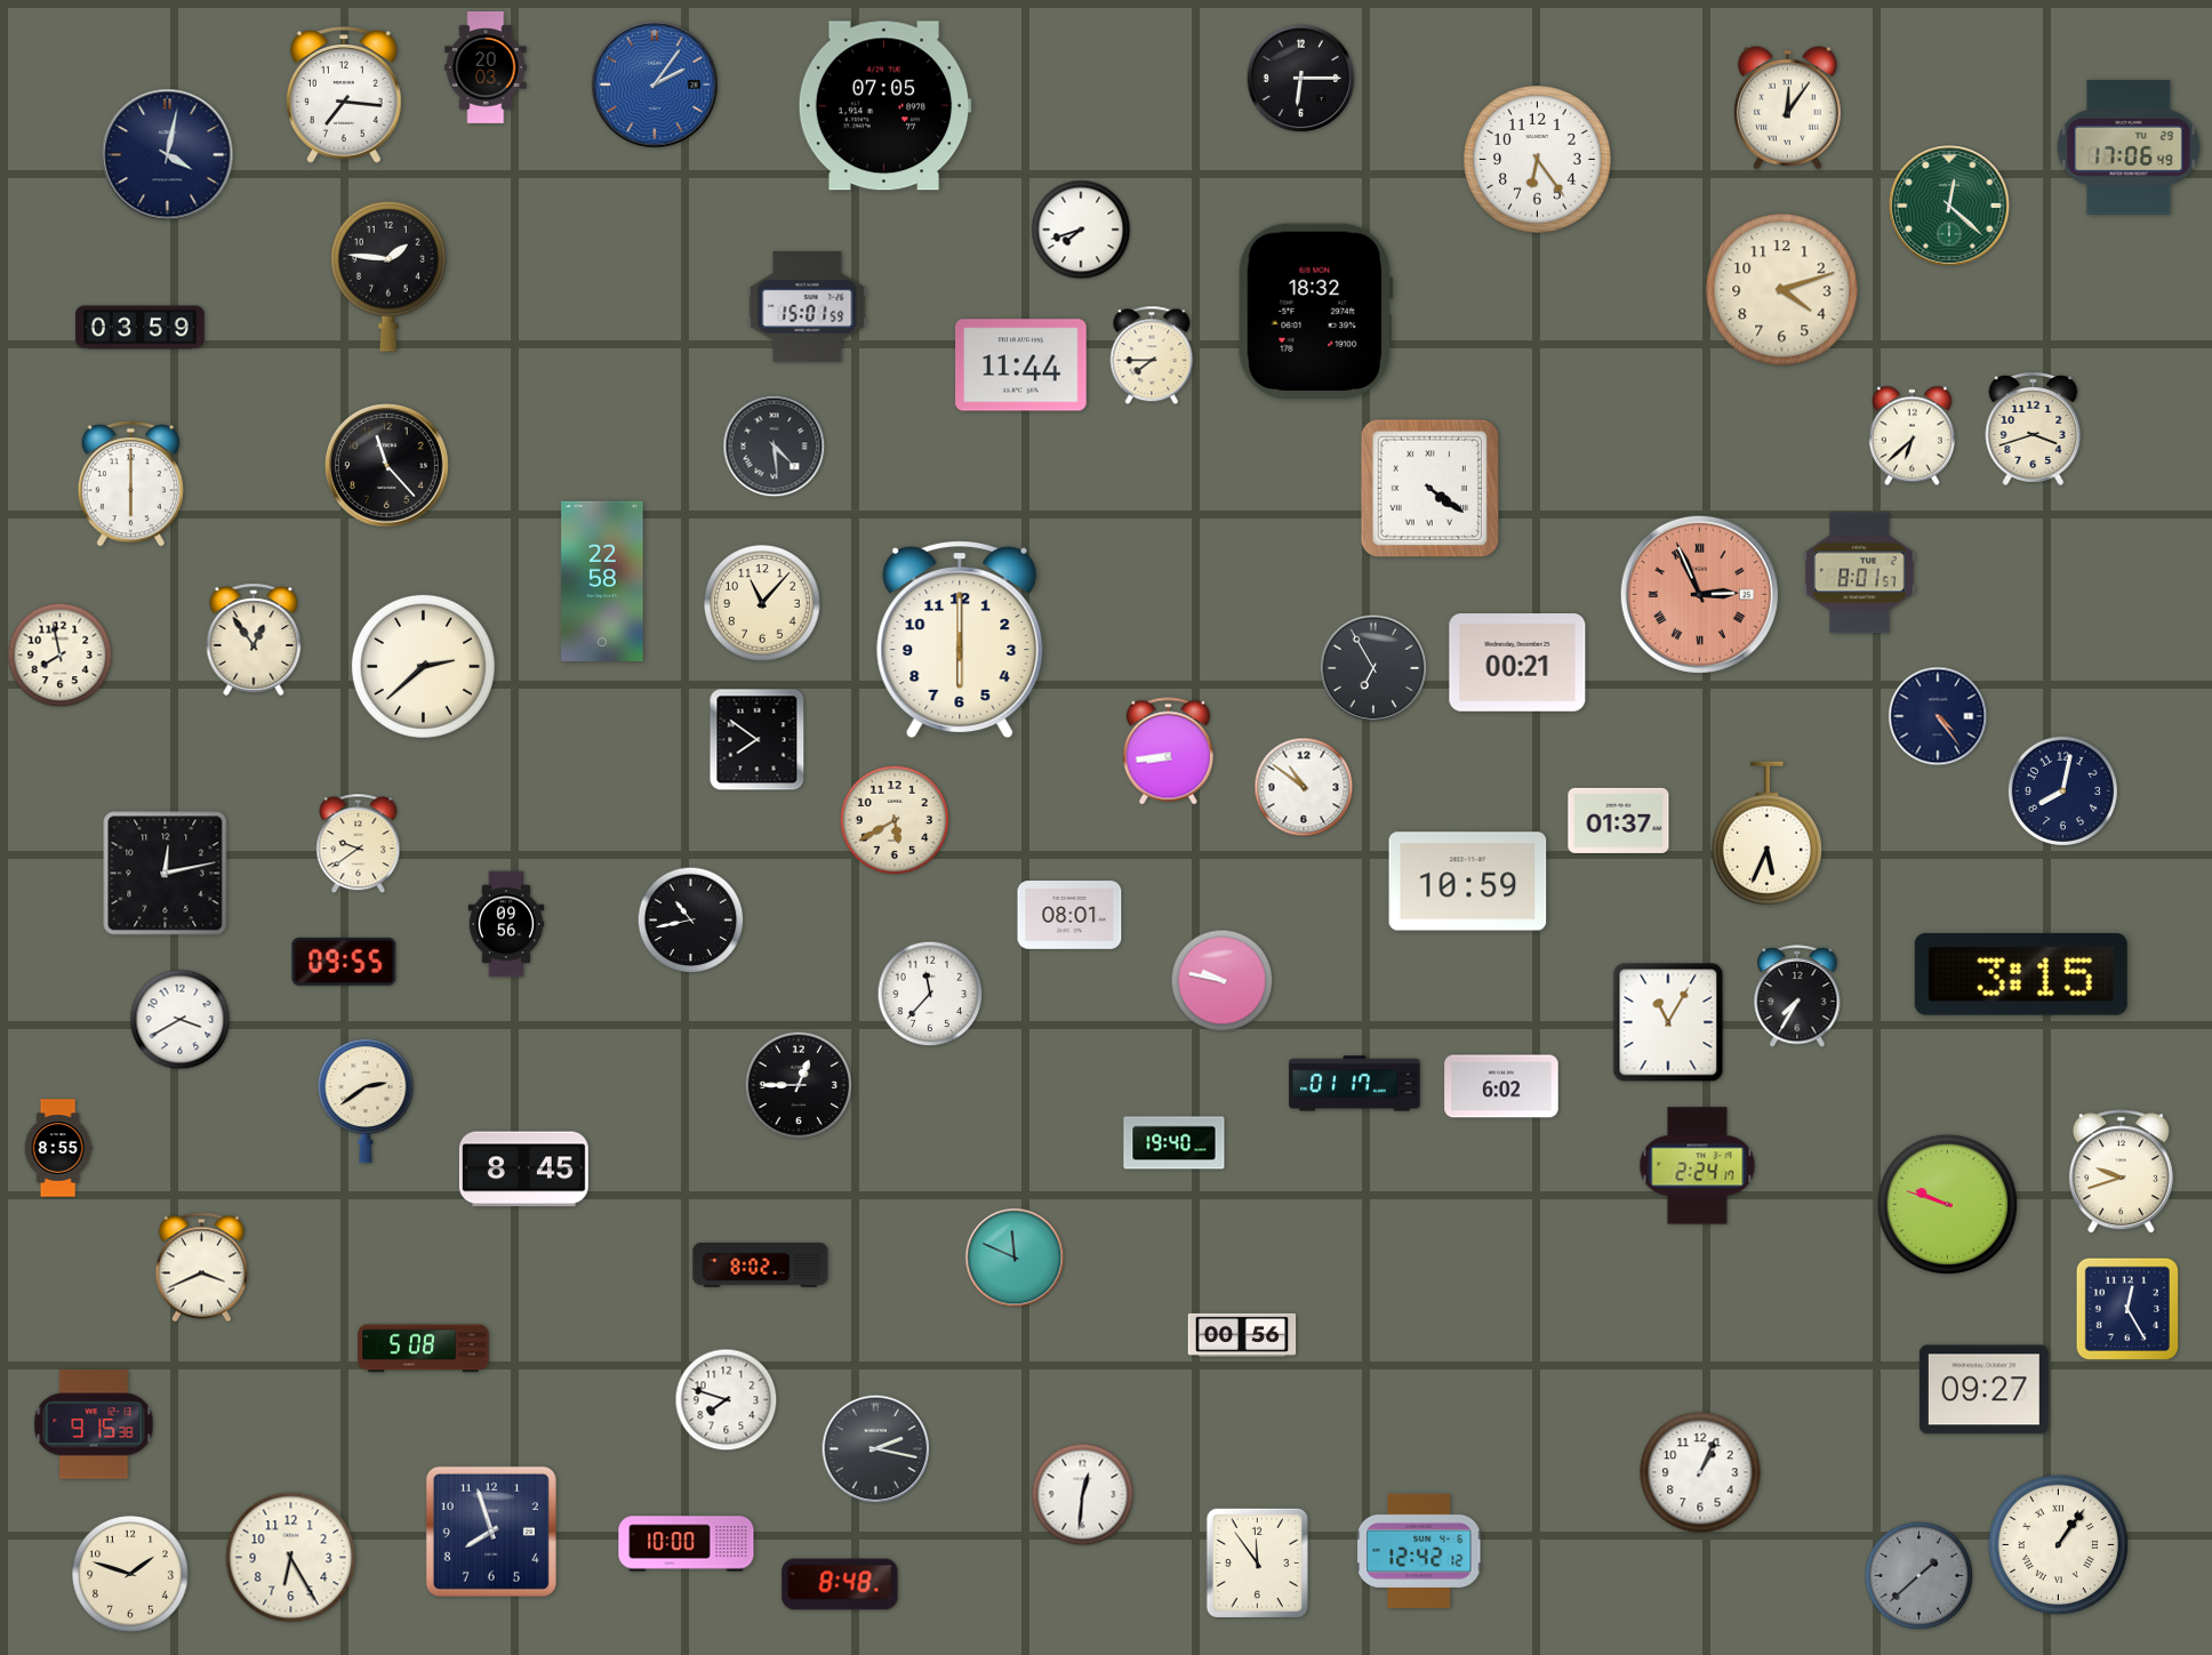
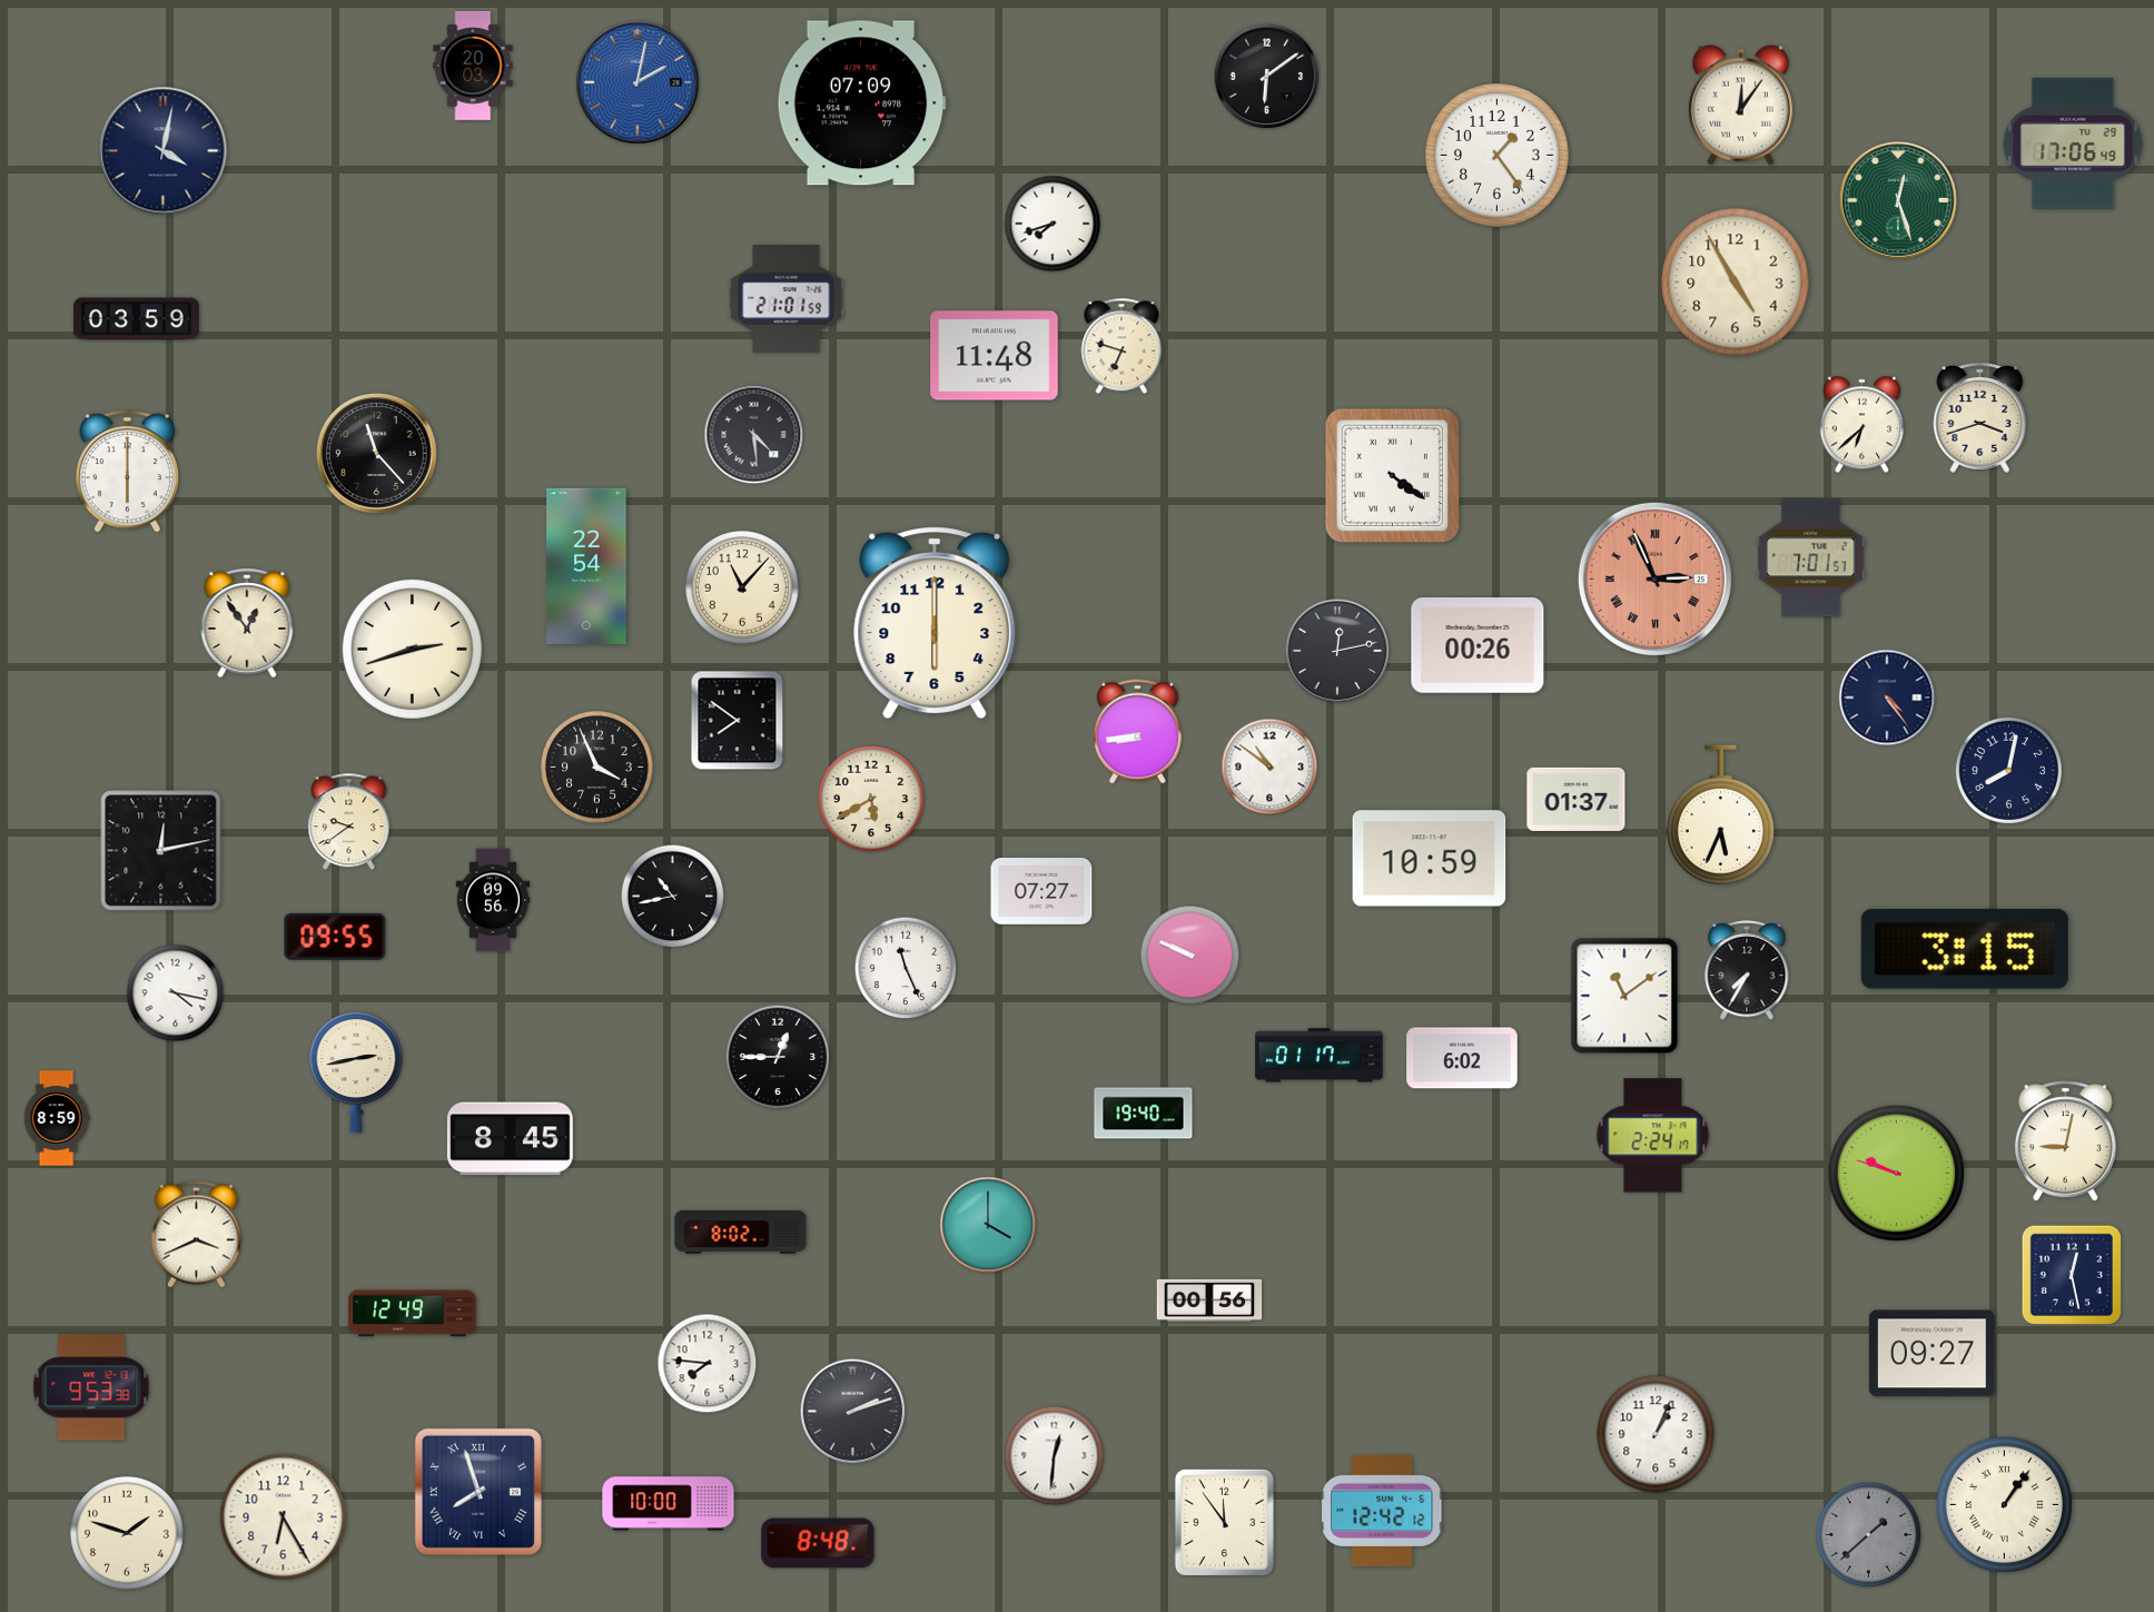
clock at (1301, 79): 6:15 -> 6:09
clock at (655, 85): 2:06 -> 2:02
clock at (345, 95): 7:16 -> none
clock at (884, 106): 07:05 -> 07:09
clock at (1538, 160): 6:24 -> 1:24
clock at (1950, 207): 12:22 -> 12:27
clock at (388, 278): 1:46 -> none
clock at (1782, 290): 4:12 -> 4:55
clock at (808, 307): 15:01 -> 21:01
clock at (1315, 311): 18:32 -> none
clock at (1152, 355): 7:45 -> 6:48
clock at (1021, 365): 11:44 -> 11:48
clock at (1860, 573): 8:01 -> 7:01
clock at (602, 581): 22:58 -> 22:54
clock at (61, 656): 7:58 -> none
clock at (1517, 664): 00:21 -> 00:26
clock at (423, 666): 2:38 -> 2:42
clock at (1373, 668): 6:55 -> 12:13
clock at (597, 768): none -> 3:56
clock at (1766, 834) position: (1766, 834) -> (1720, 815)
clock at (1069, 916): 08:01 -> 07:27
clock at (2021, 974) position: (2021, 974) -> (1965, 949)
clock at (1223, 981): 9:47 -> 9:49
clock at (930, 994): 11:37 -> 11:26
clock at (1797, 997) position: (1797, 997) -> (1747, 971)
clock at (181, 1020): 3:40 -> 4:17
clock at (1668, 1022): 11:05 -> 11:09
clock at (366, 1101): 2:39 -> 2:43
clock at (58, 1148): 8:55 -> 8:59
clock at (2121, 1172): 9:42 -> 9:02
clock at (1015, 1258): 11:49 -> 4:00
clock at (2126, 1308): 12:25 -> 12:28
clock at (424, 1349): 5:08 -> 12:49
clock at (727, 1400): 7:48 -> 7:46
clock at (94, 1424): 9:15 -> 9:53
clock at (876, 1449): 2:17 -> 2:12
clock at (491, 1532) numerals: Arabic -> Roman
